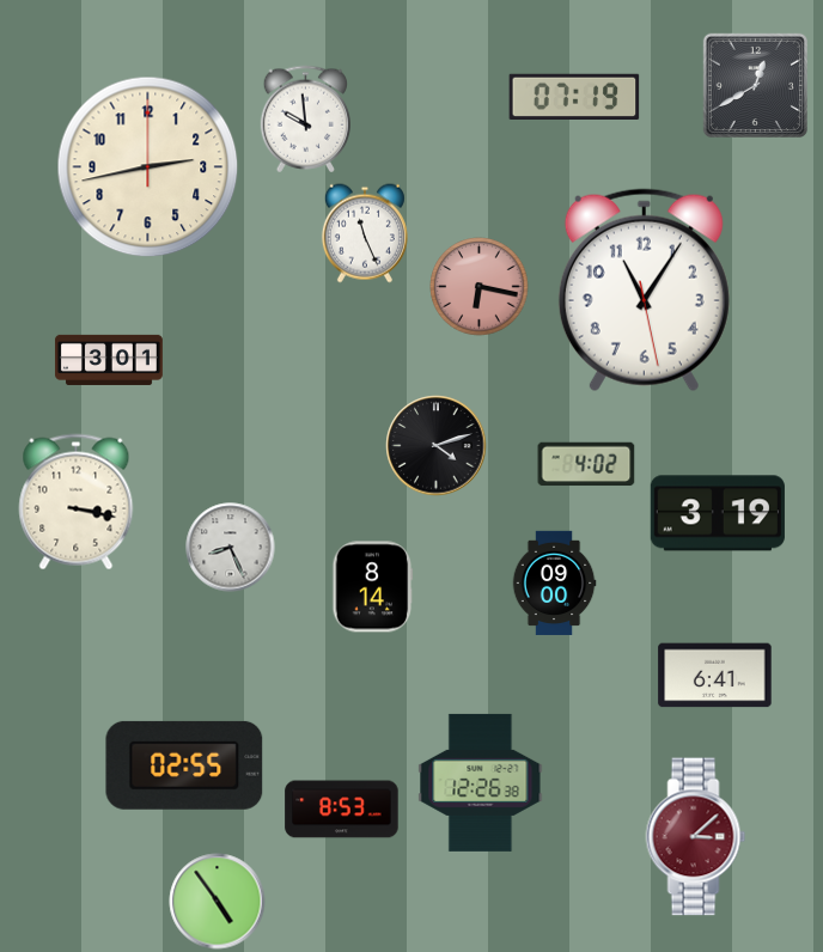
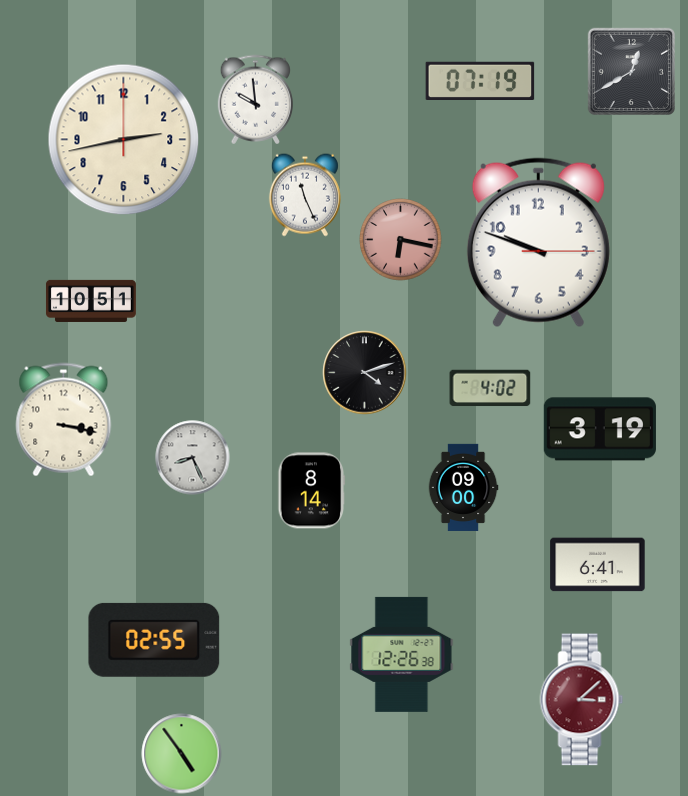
clock at (644, 291): 11:05 -> 9:48
clock at (109, 360): 3:01 -> 10:51
clock at (342, 810): 8:53 -> none
